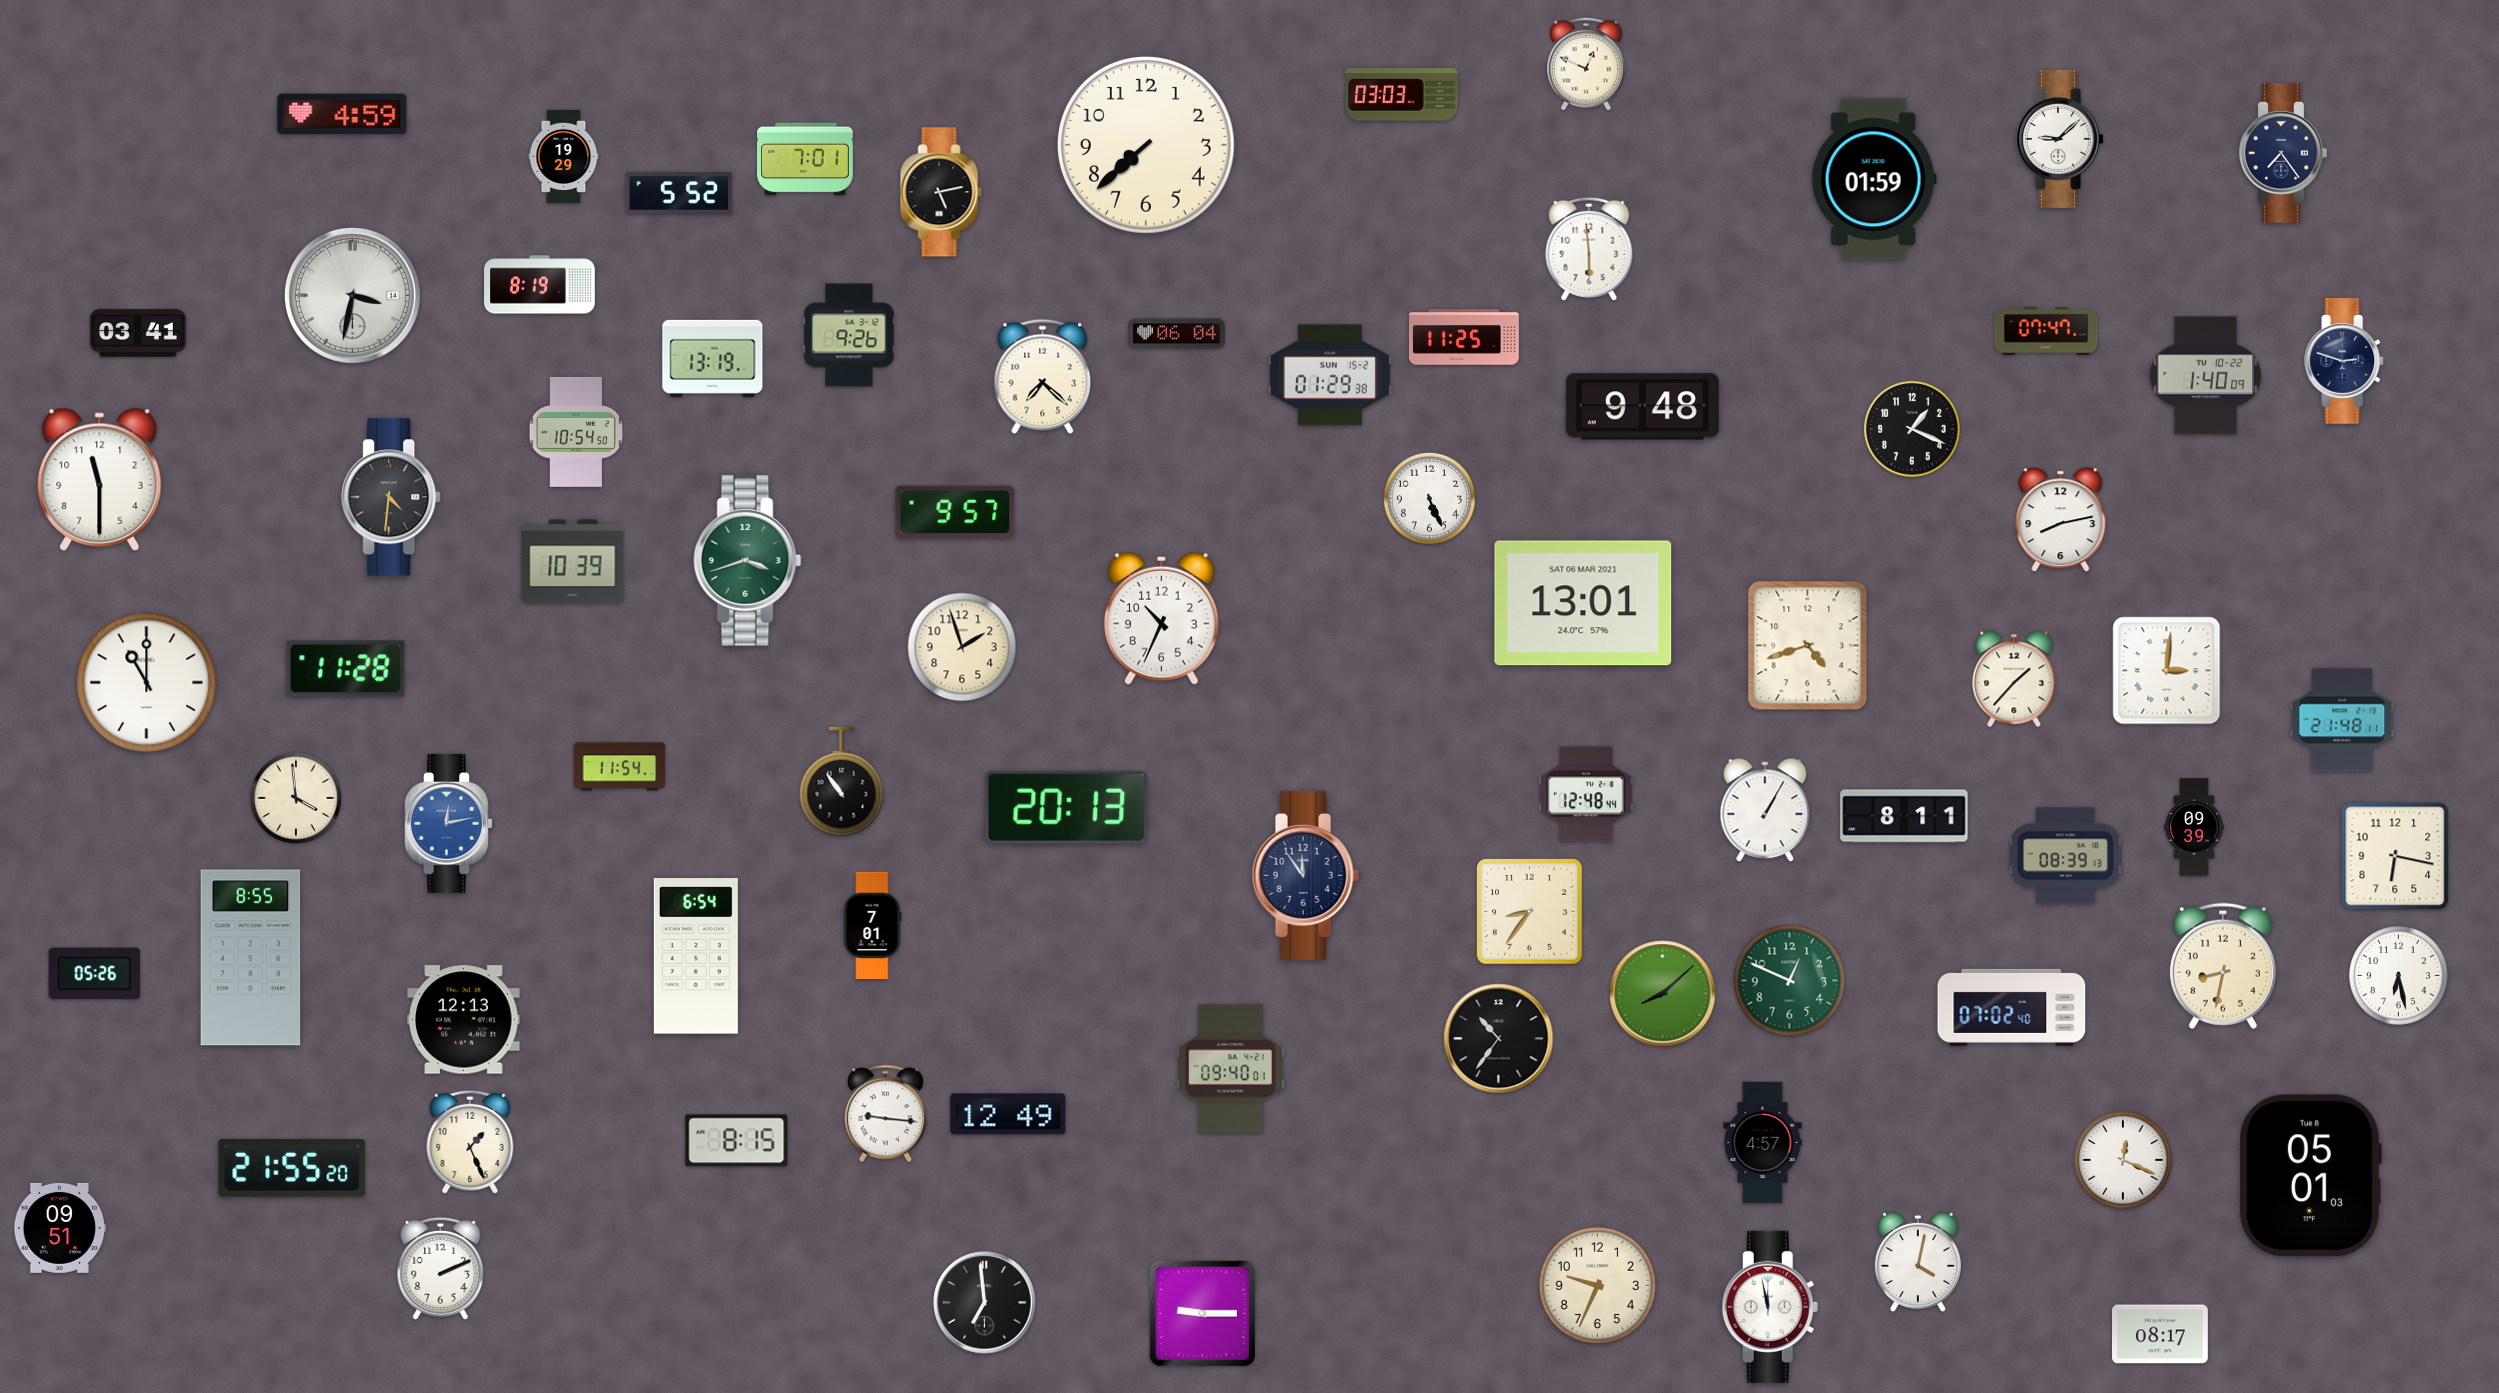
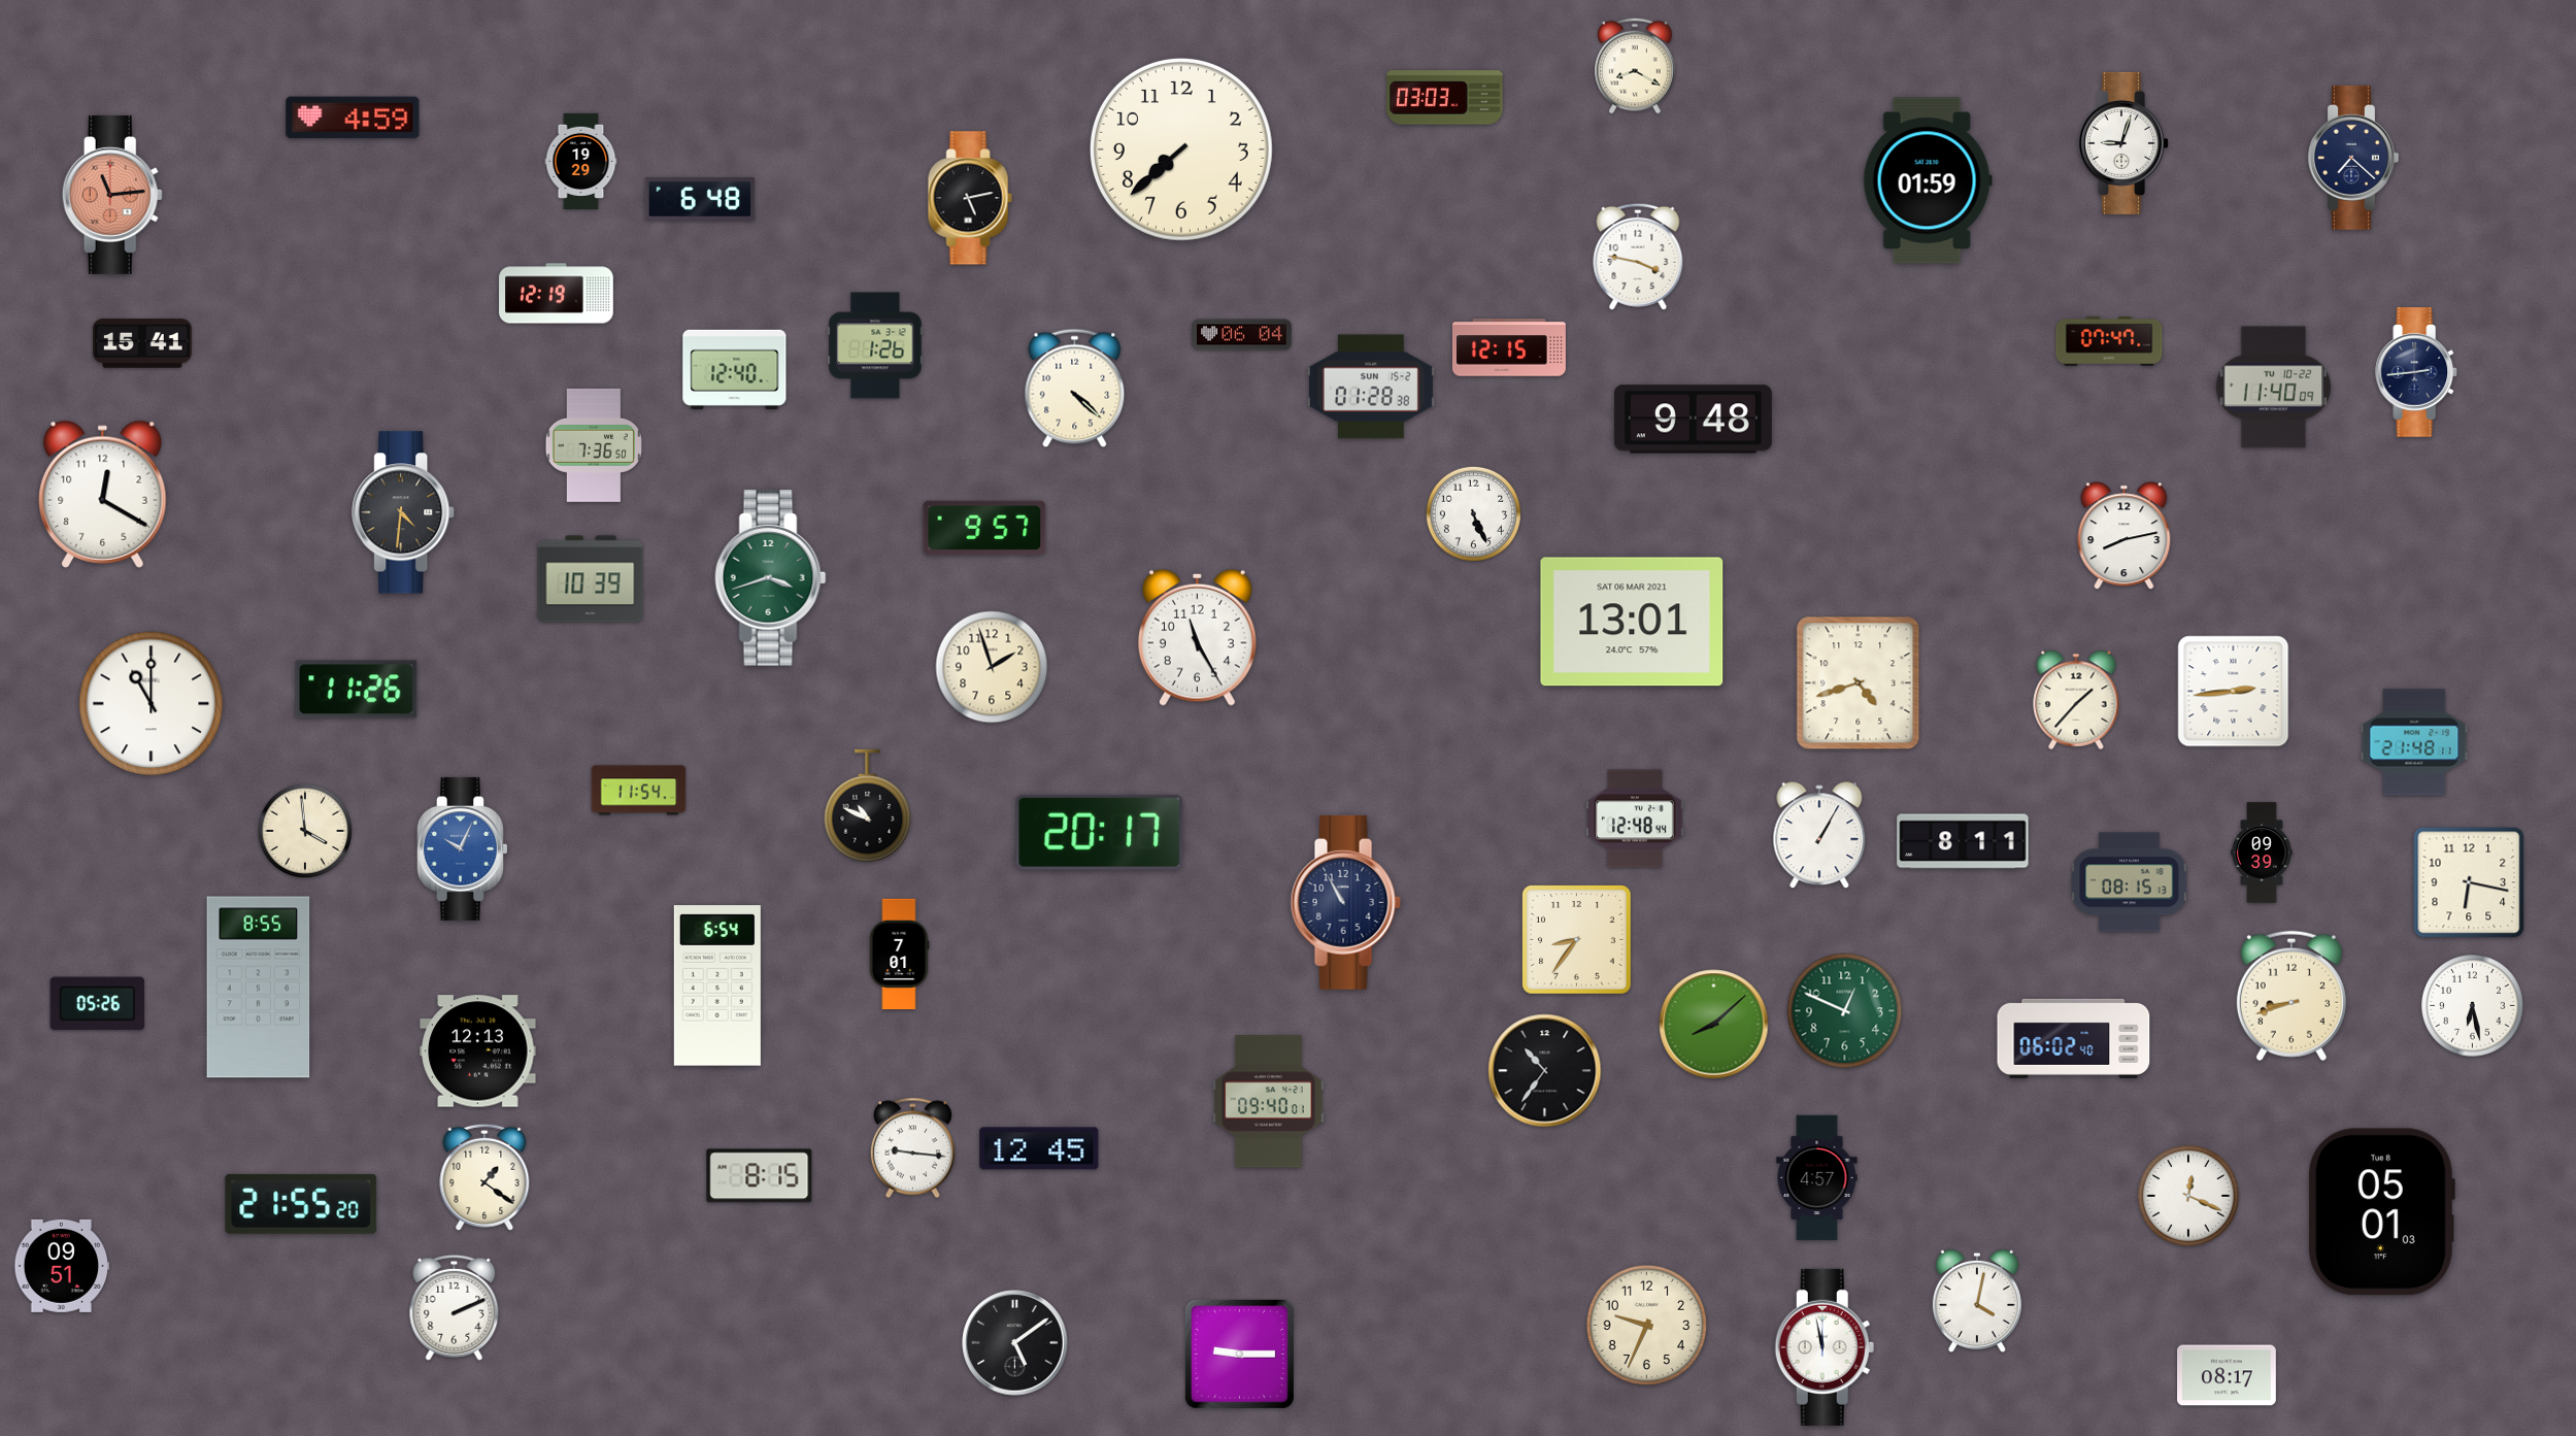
clock at (1586, 64): 12:49 -> 8:20
clock at (2060, 139): 9:08 -> 9:03
clock at (2283, 153): 7:24 -> 7:22
clock at (806, 159): 7:01 -> none
clock at (1874, 179) position: (1874, 179) -> (1928, 180)
clock at (112, 195): none -> 11:14
clock at (679, 193): 5:52 -> 6:48
clock at (1589, 249): 5:59 -> 3:47
clock at (540, 285): 8:19 -> 12:19
clock at (352, 295): 3:32 -> none
clock at (139, 333): 03:41 -> 15:41
clock at (1177, 334) position: (1177, 334) -> (1242, 335)
clock at (849, 335): 9:26 -> 1:26
clock at (1464, 337): 11:25 -> 12:15
clock at (713, 358): 13:19 -> 12:40
clock at (2345, 361): 2:48 -> 2:44
clock at (1330, 375): 01:29 -> 01:28
clock at (2206, 376): 1:40 -> 11:40
clock at (1043, 377): 7:22 -> 4:22
clock at (1913, 430): 1:19 -> none
clock at (575, 432): 10:54 -> 7:36
clock at (100, 479): 11:30 -> 12:20
clock at (1161, 618): 10:34 -> 11:25
clock at (1808, 646) position: (1808, 646) -> (1859, 683)
clock at (346, 669): 11:28 -> 11:26
clock at (2167, 671): 3:01 -> 2:44
clock at (842, 782): 10:54 -> 10:49
clock at (295, 797) position: (295, 797) -> (304, 830)
clock at (1067, 807): 20:13 -> 20:17
clock at (449, 823): 12:13 -> 10:04
clock at (2066, 856): 08:39 -> 08:15
clock at (1305, 875): 11:54 -> 10:55
clock at (2223, 966): 8:32 -> 8:42
clock at (2012, 1007): 07:02 -> 06:02
clock at (1008, 1114): 12:49 -> 12:45
clock at (470, 1142): 1:26 -> 1:21
clock at (985, 1303): 6:59 -> 5:09
